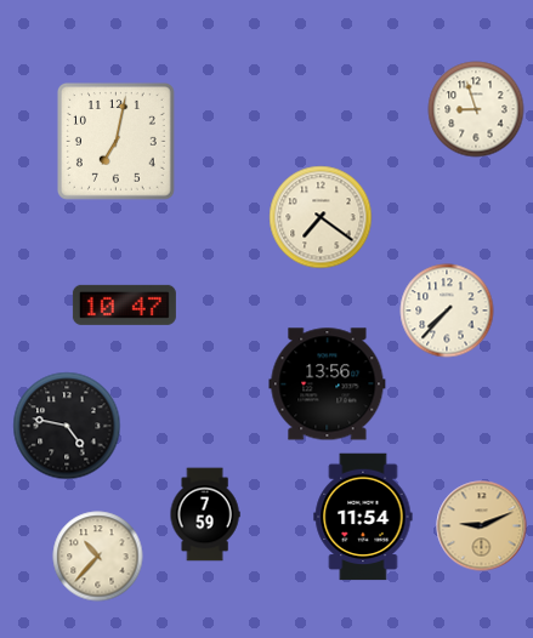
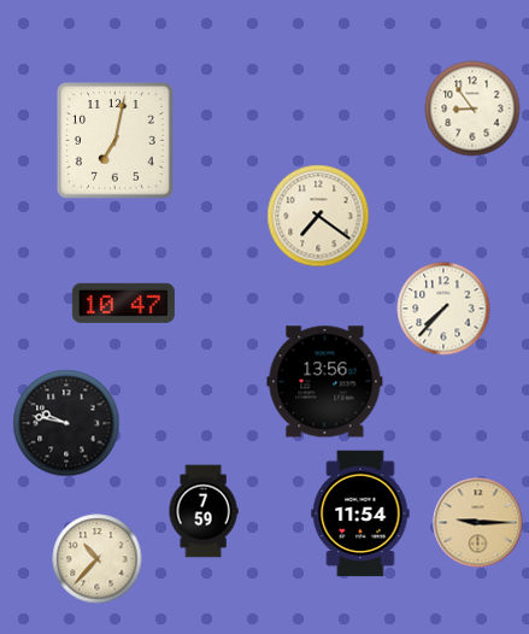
clock at (476, 109): 8:57 -> 8:54
clock at (67, 426): 4:47 -> 9:47
clock at (482, 526): 9:11 -> 9:15
clock at (98, 557) position: (98, 557) -> (98, 559)
